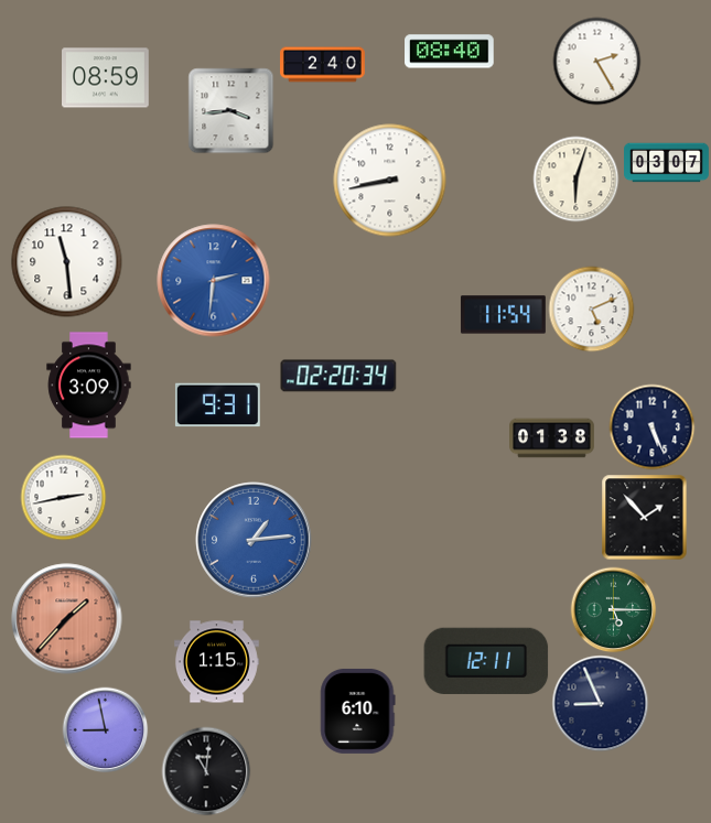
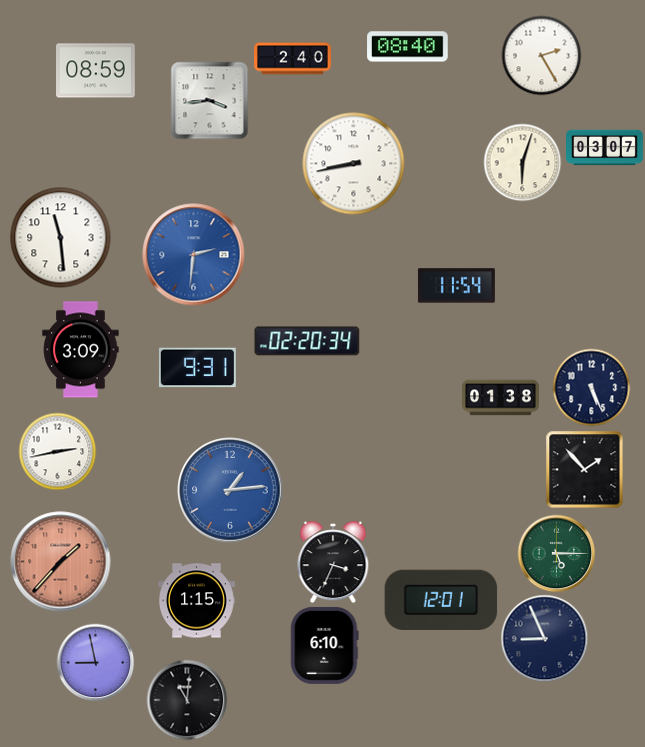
clock at (591, 308): 5:11 -> none
clock at (333, 562): none -> 3:34
clock at (486, 661): 12:11 -> 12:01
